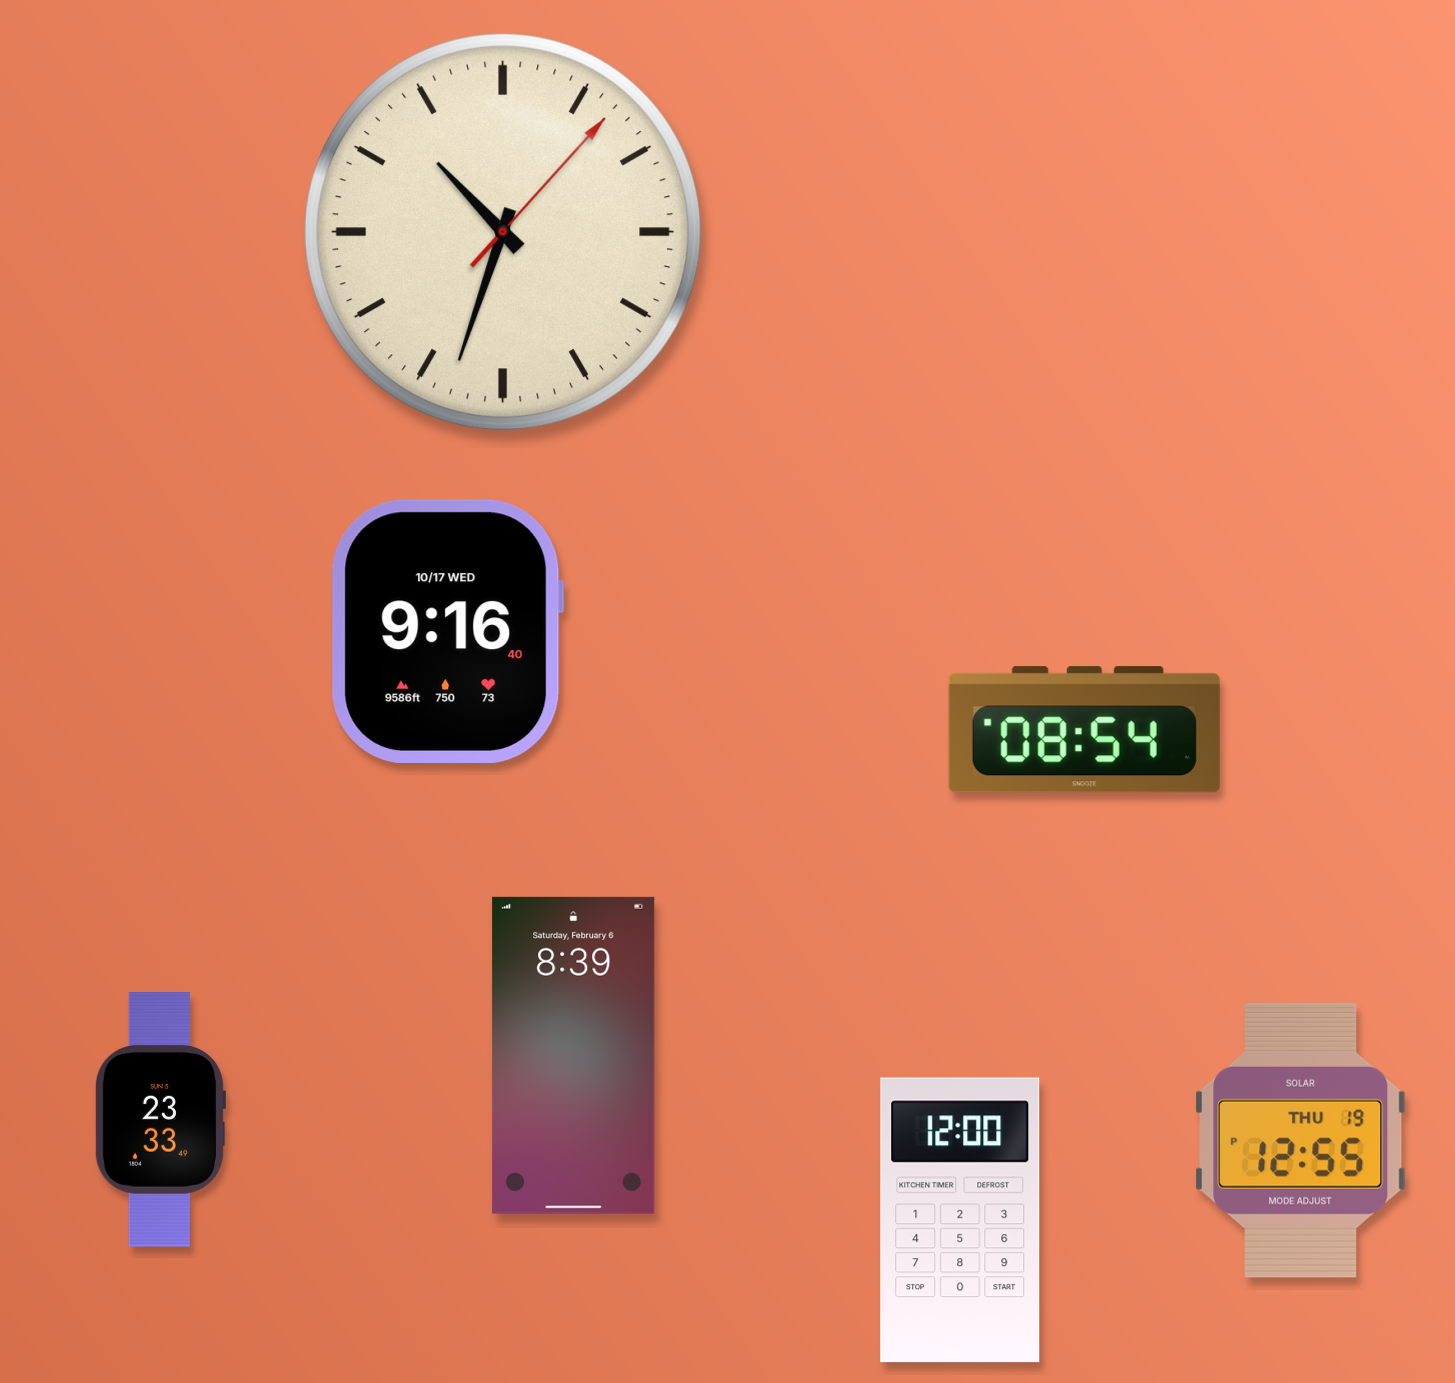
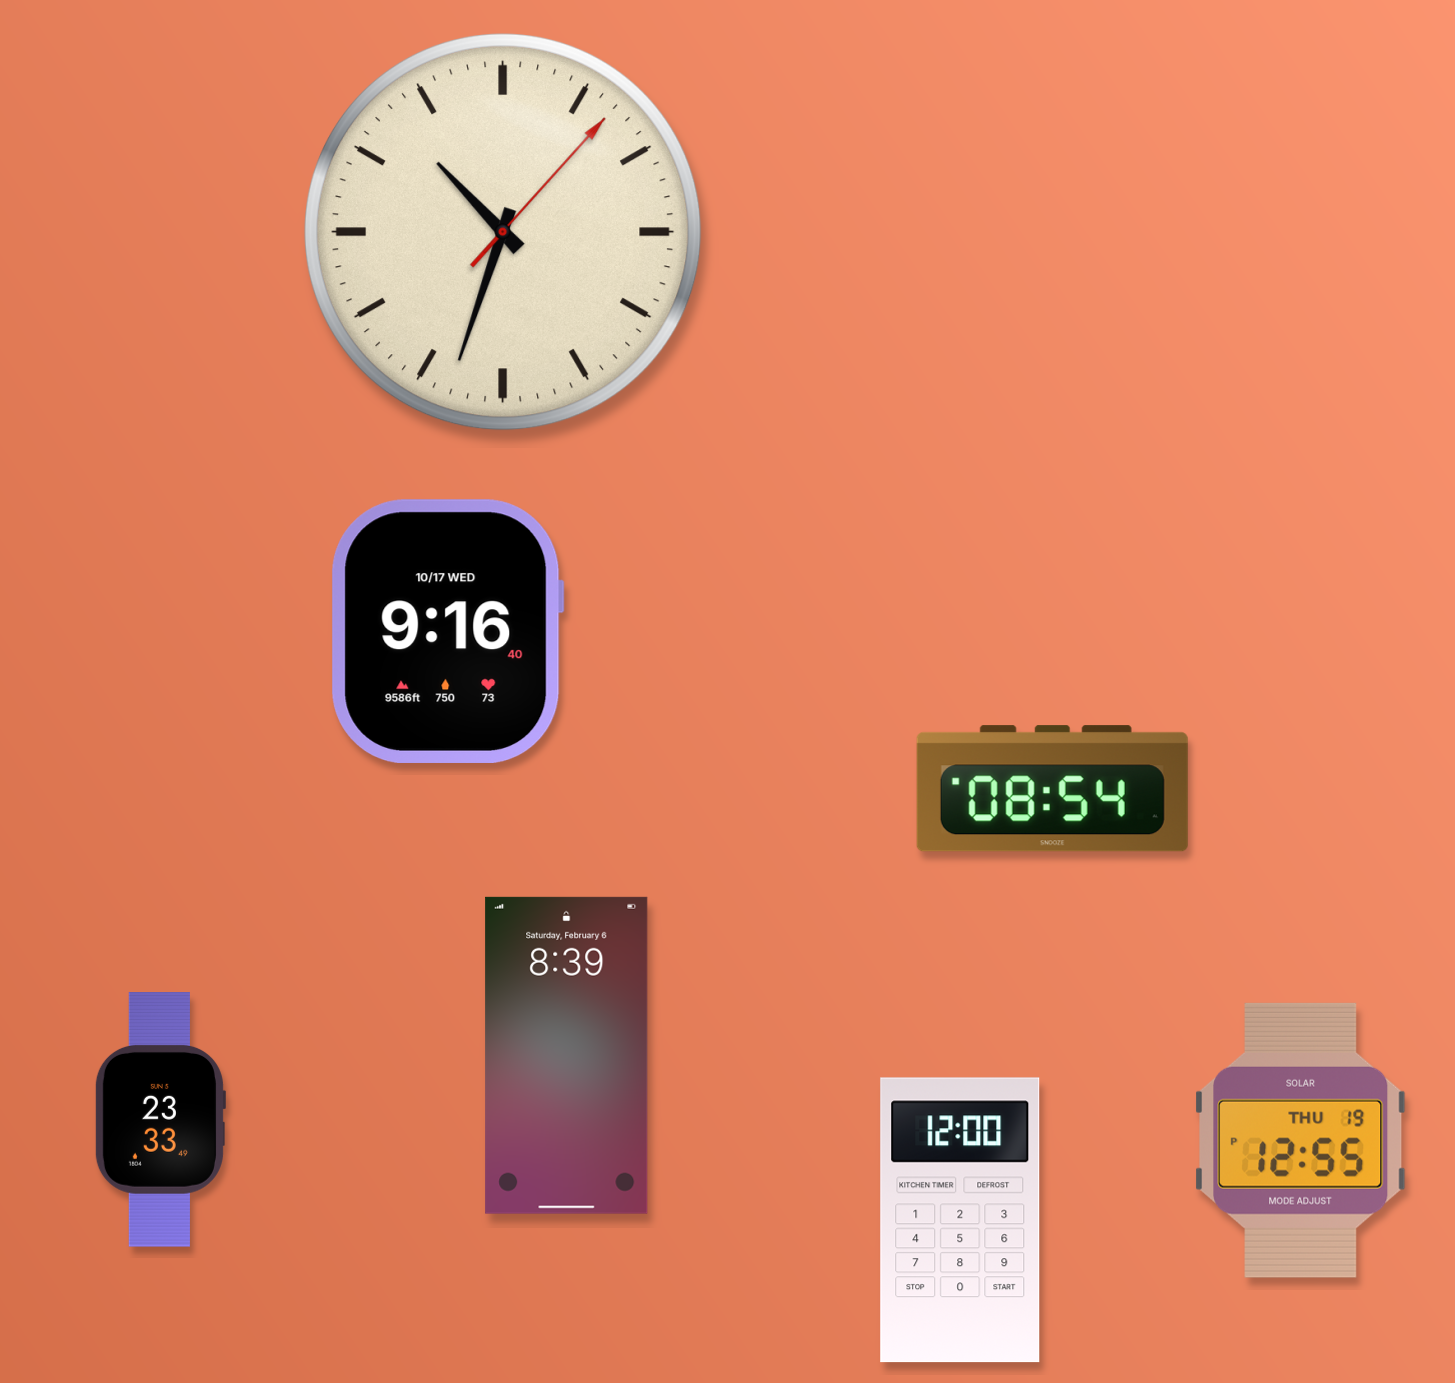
clock at (1084, 730) position: (1084, 730) -> (1052, 789)
clock at (574, 1055) position: (574, 1055) -> (567, 1055)
